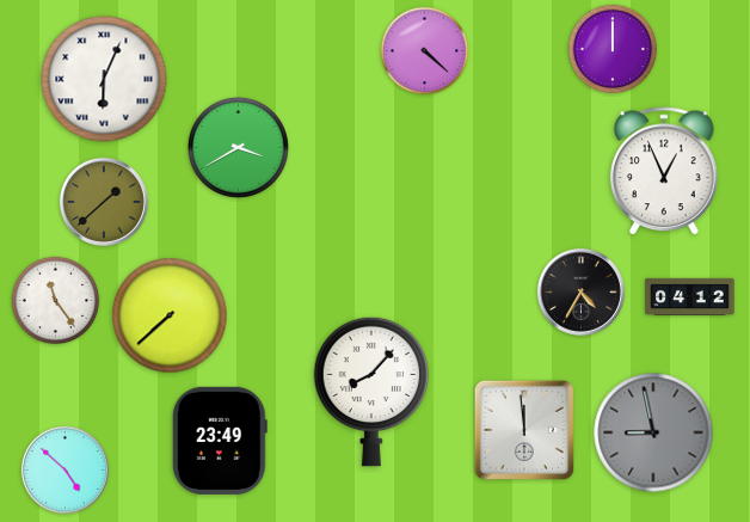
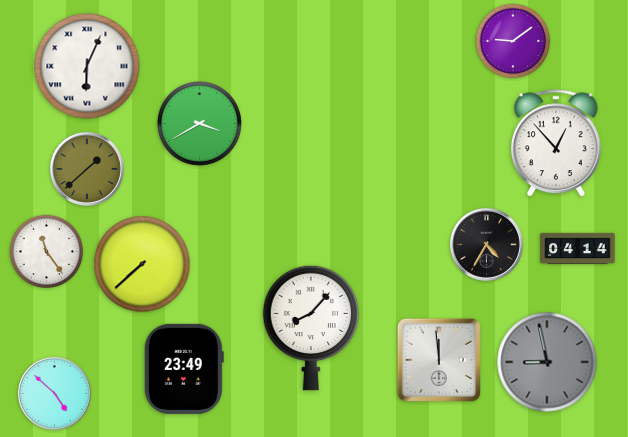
clock at (613, 49): 12:00 -> 9:09
clock at (425, 51): 4:22 -> none
clock at (665, 172): 12:56 -> 12:53
clock at (690, 296): 04:12 -> 04:14
